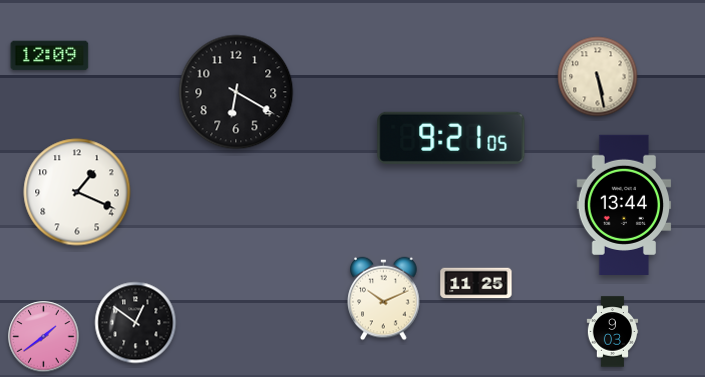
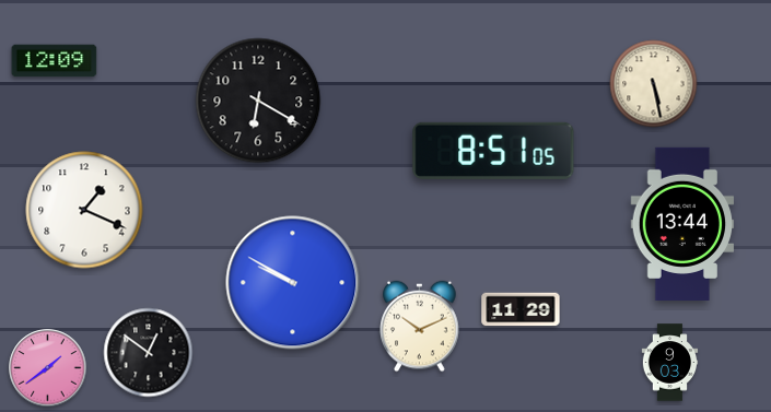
clock at (451, 138): 9:21 -> 8:51
clock at (293, 283): none -> 9:50
clock at (476, 283): 11:25 -> 11:29
